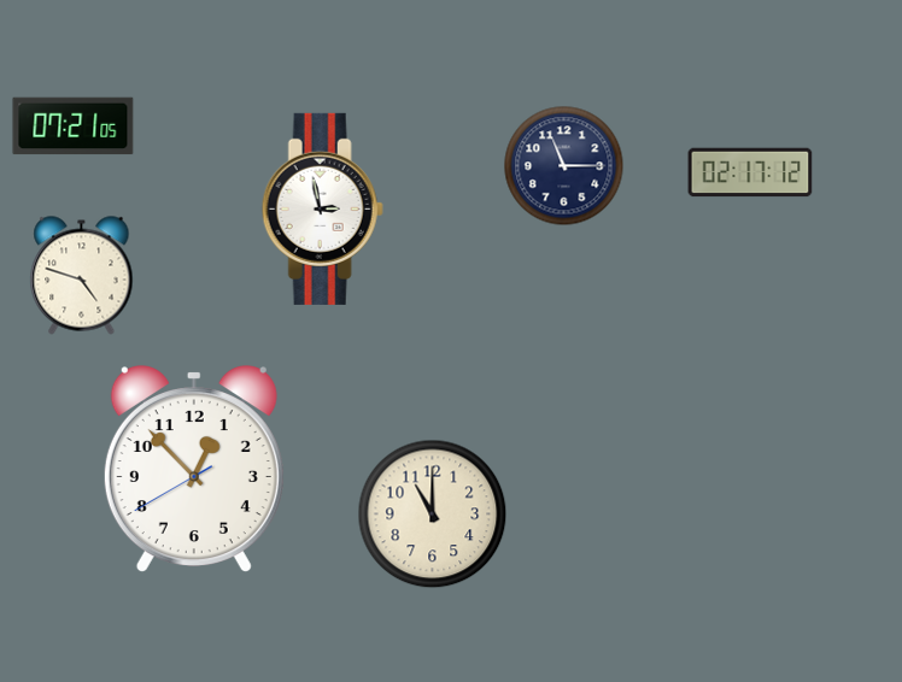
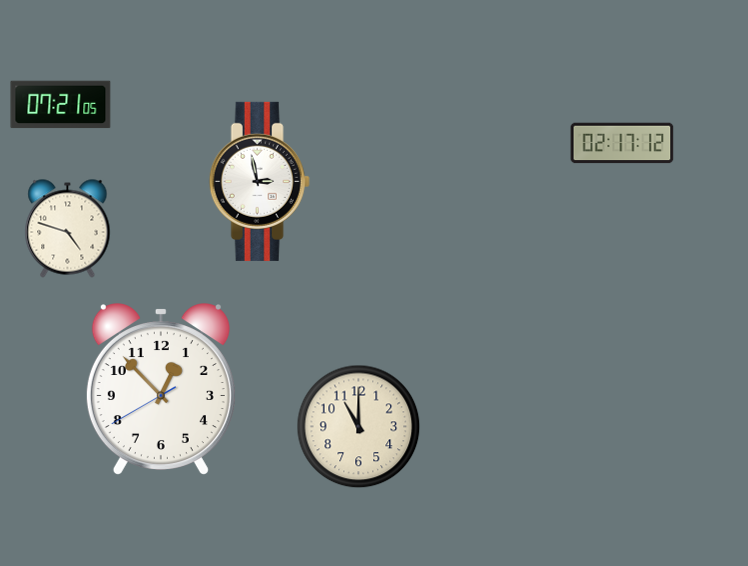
clock at (564, 166): 11:15 -> none
clock at (322, 208) position: (322, 208) -> (259, 181)
